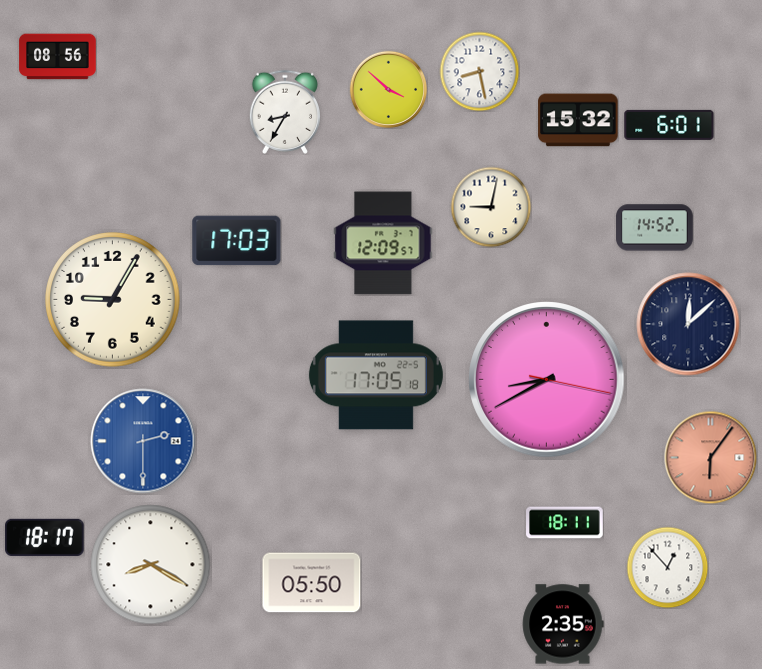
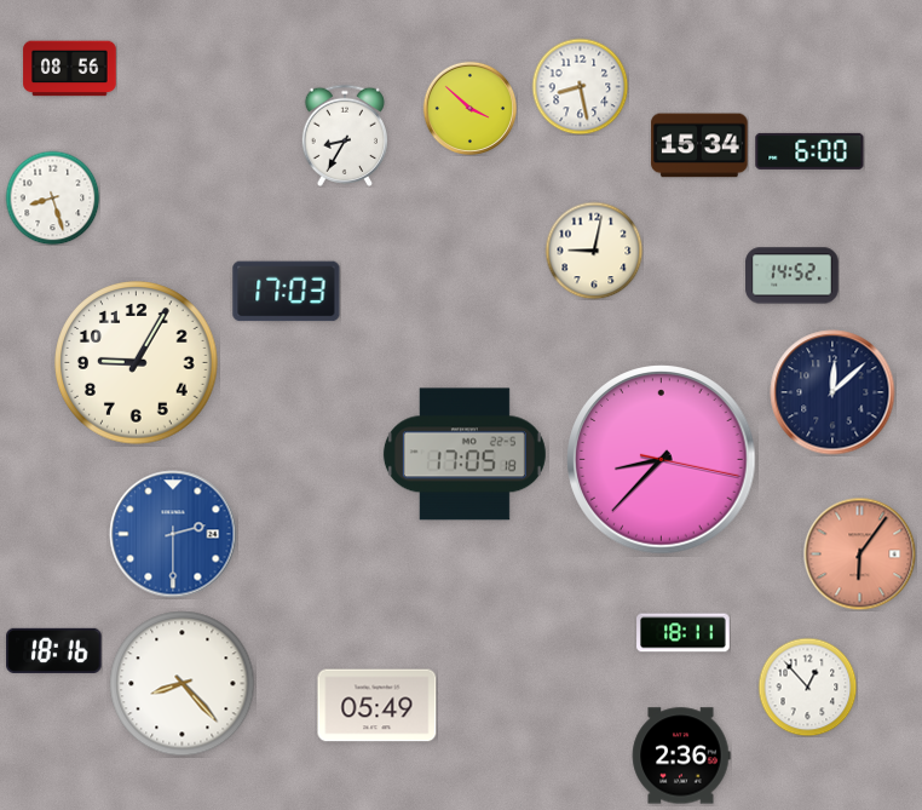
clock at (578, 120): 15:32 -> 15:34
clock at (669, 125): 6:01 -> 6:00
clock at (52, 197): none -> 8:27
clock at (383, 243): 12:09 -> none
clock at (376, 375) position: (376, 375) -> (465, 454)
clock at (547, 380): 8:40 -> 8:37
clock at (45, 537): 18:17 -> 18:16
clock at (151, 565): 8:20 -> 8:23
clock at (312, 583): 05:50 -> 05:49
clock at (563, 624): 2:35 -> 2:36
